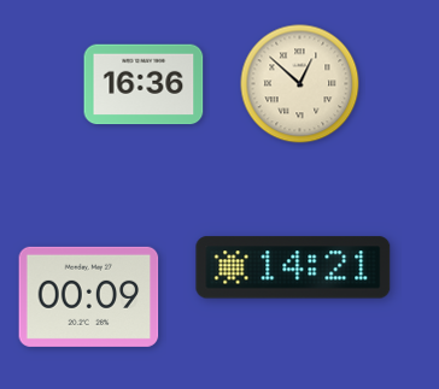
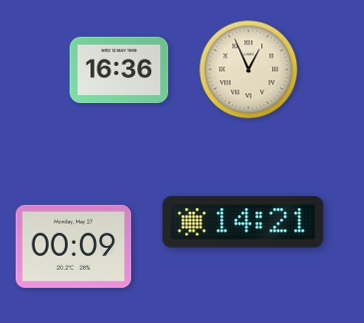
clock at (300, 84): 12:52 -> 12:56
